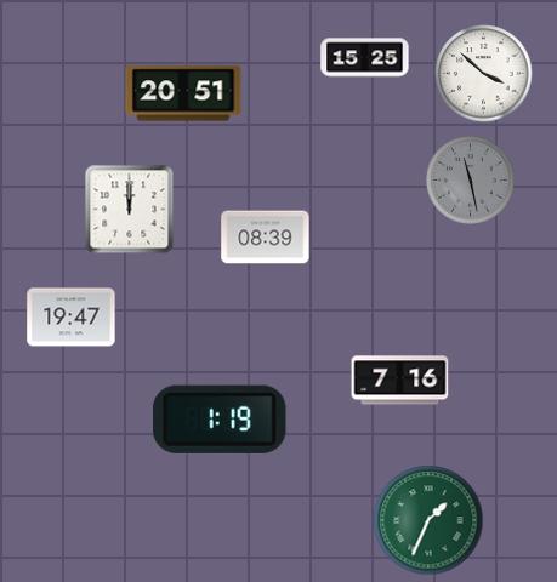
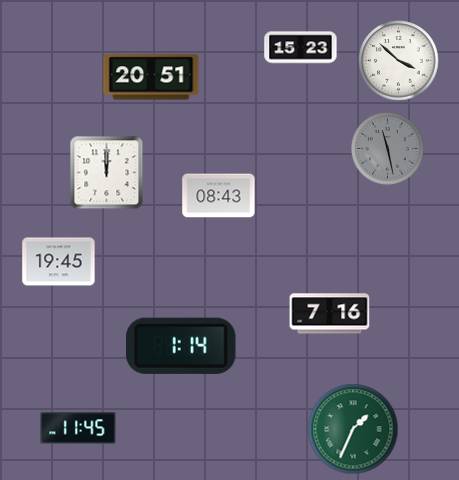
clock at (365, 58): 15:25 -> 15:23
clock at (266, 238): 08:39 -> 08:43
clock at (72, 318): 19:47 -> 19:45
clock at (221, 420): 1:19 -> 1:14
clock at (78, 428): none -> 11:45
